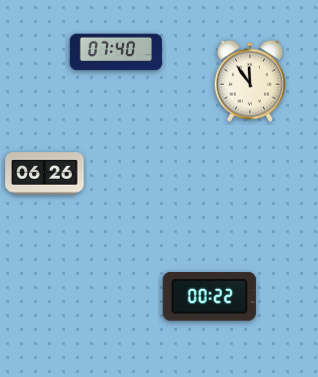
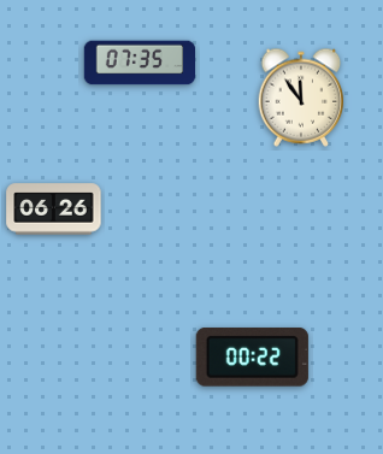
clock at (116, 52): 07:40 -> 07:35
